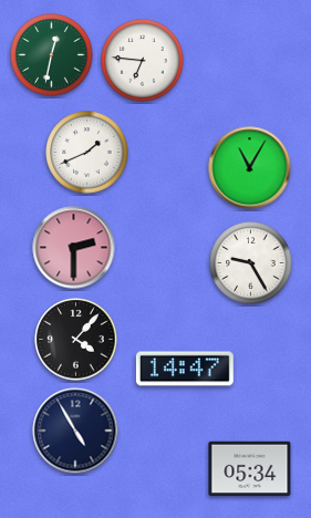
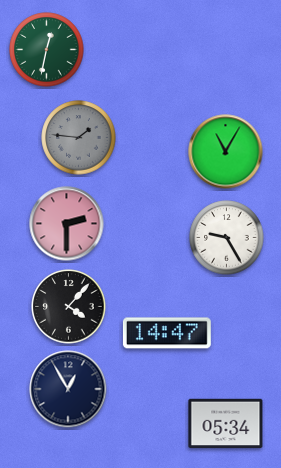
clock at (143, 61): 6:46 -> none
clock at (87, 153): 1:41 -> 1:46
clock at (87, 153) dial: white -> grey
clock at (75, 431): 4:55 -> 12:55
